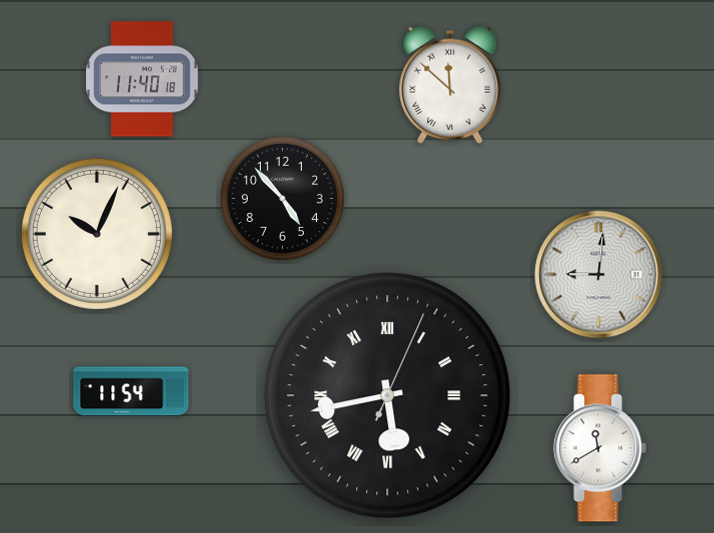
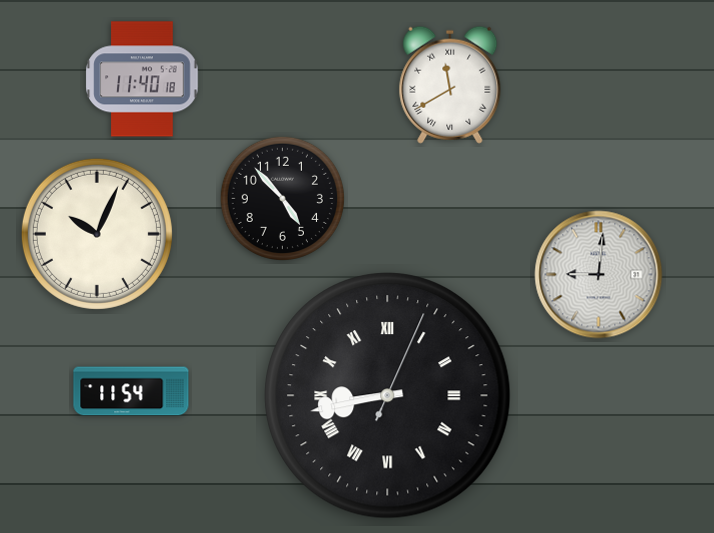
clock at (450, 85): 11:52 -> 11:40
clock at (388, 396): 5:43 -> 8:43
clock at (600, 448): 11:40 -> none
